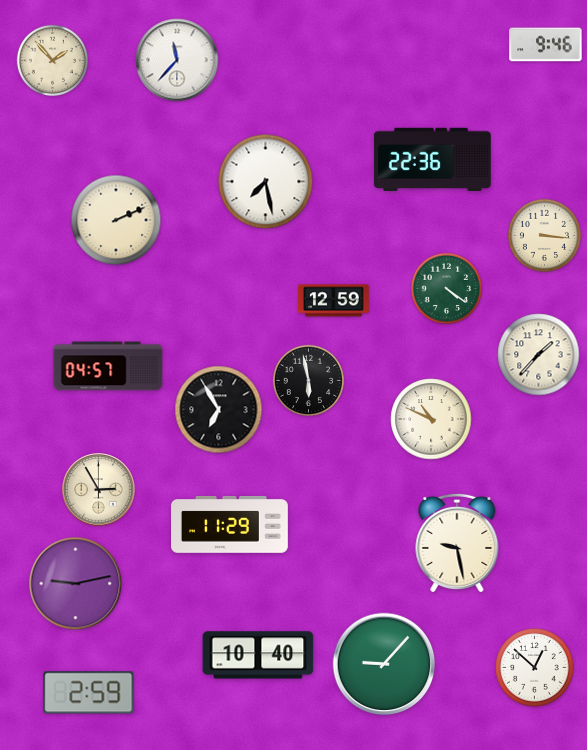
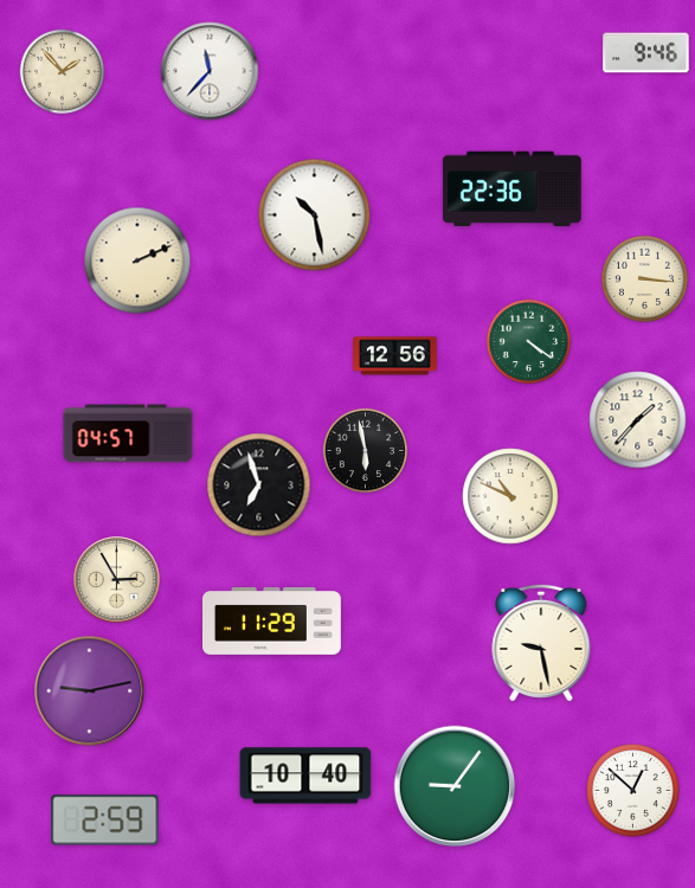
clock at (266, 182): 7:28 -> 10:28
clock at (334, 301): 12:59 -> 12:56
clock at (219, 410): 6:55 -> 6:57
clock at (384, 664): 9:07 -> 9:06
